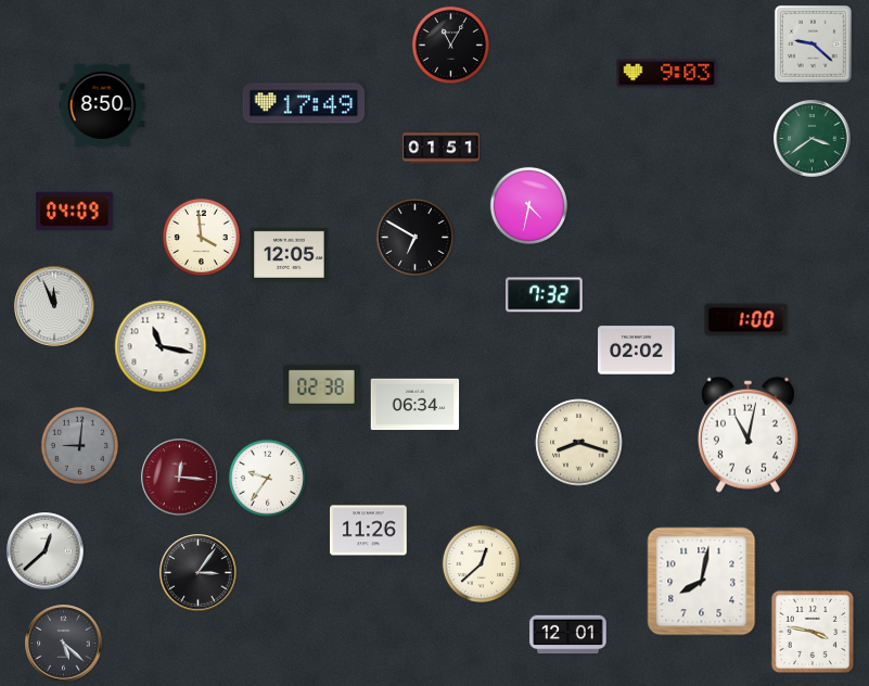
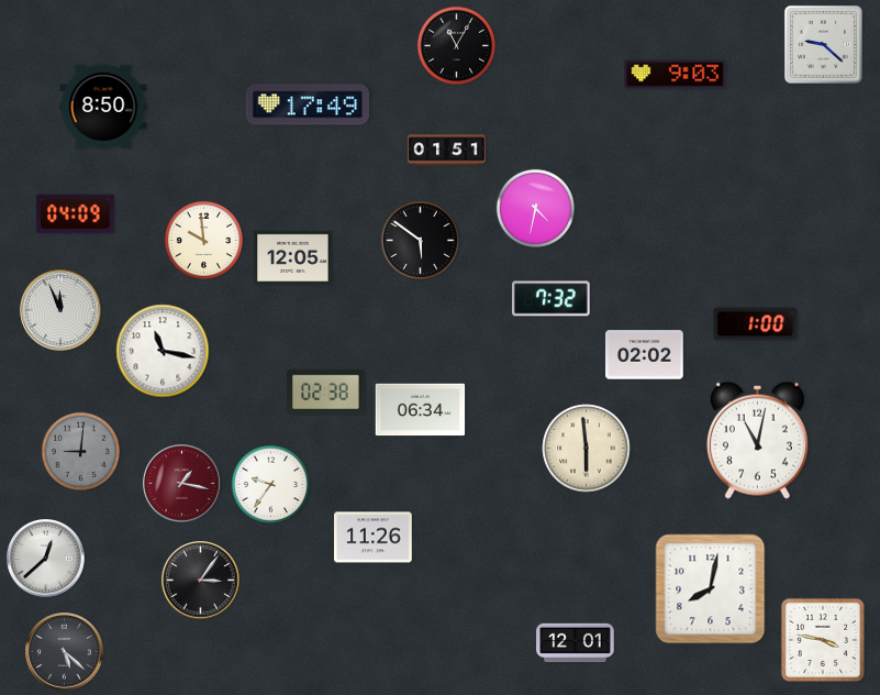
clock at (813, 139): 3:39 -> none
clock at (201, 237): 3:59 -> 9:59
clock at (414, 237): 6:50 -> 5:51
clock at (54, 306) position: (54, 306) -> (60, 310)
clock at (579, 443): 8:18 -> 5:59
clock at (180, 478): 12:16 -> 1:17
clock at (481, 563): 12:38 -> none
